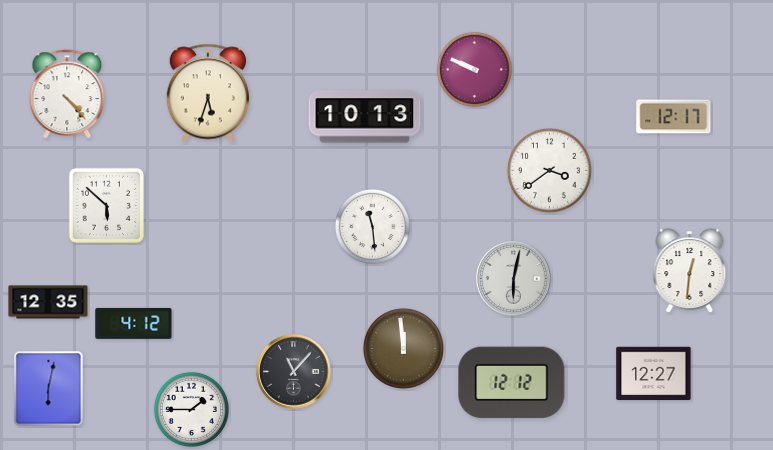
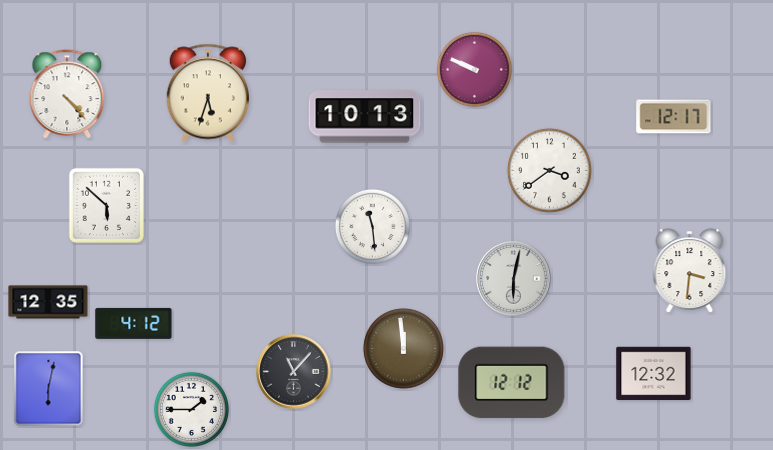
clock at (690, 271): 12:31 -> 3:31
clock at (654, 374): 12:27 -> 12:32
